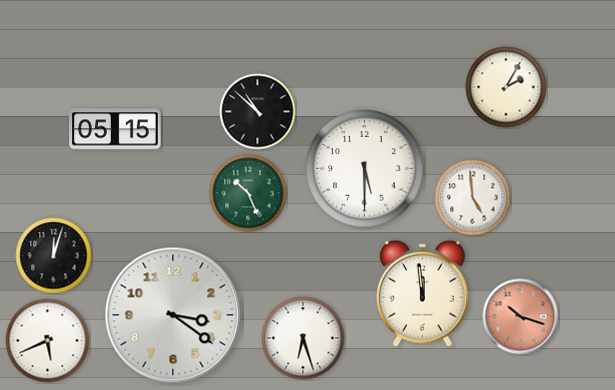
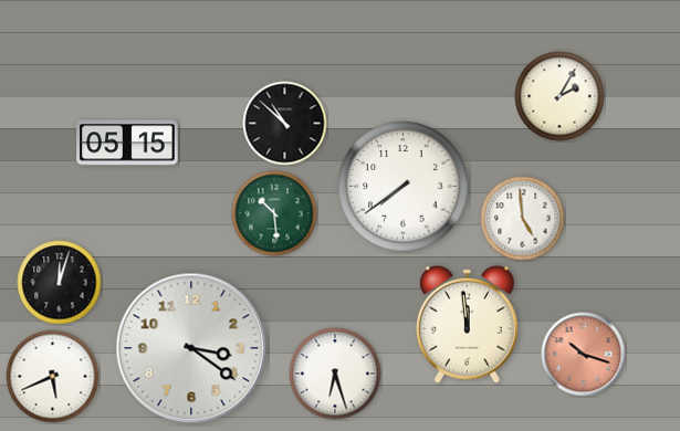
clock at (365, 169): 5:30 -> 7:39
clock at (248, 193): 10:26 -> 10:29
clock at (521, 317) position: (521, 317) -> (584, 355)
